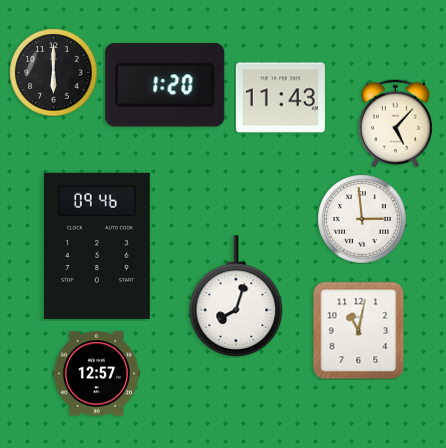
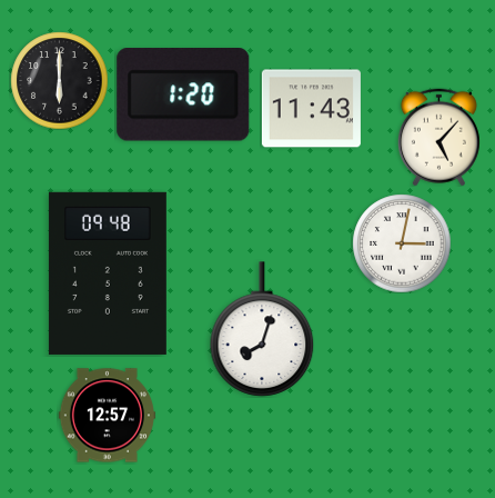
clock at (362, 219): 2:59 -> 3:02
clock at (97, 246): 09:46 -> 09:48
clock at (359, 330): 11:02 -> none
